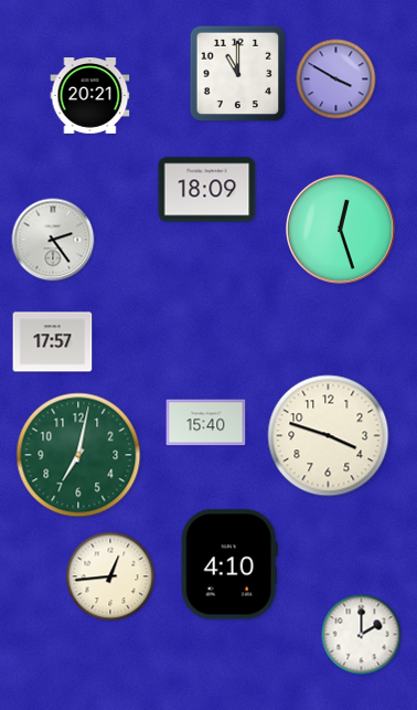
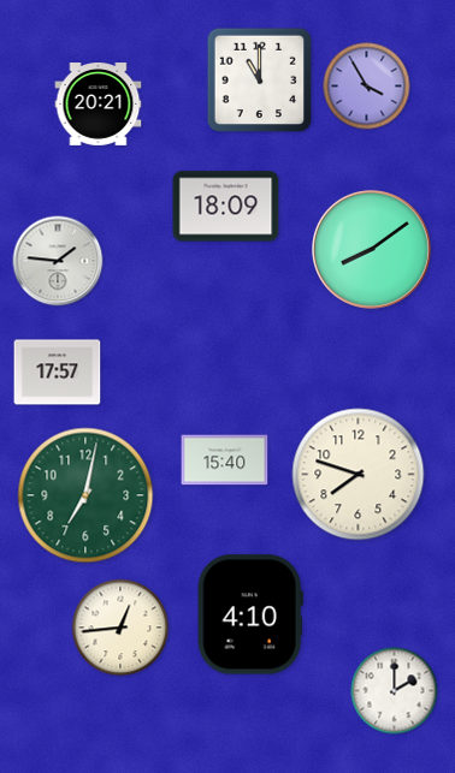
clock at (336, 80): 3:50 -> 3:55
clock at (341, 230): 12:27 -> 8:09
clock at (53, 240): 2:24 -> 1:46
clock at (329, 436): 3:48 -> 7:48
